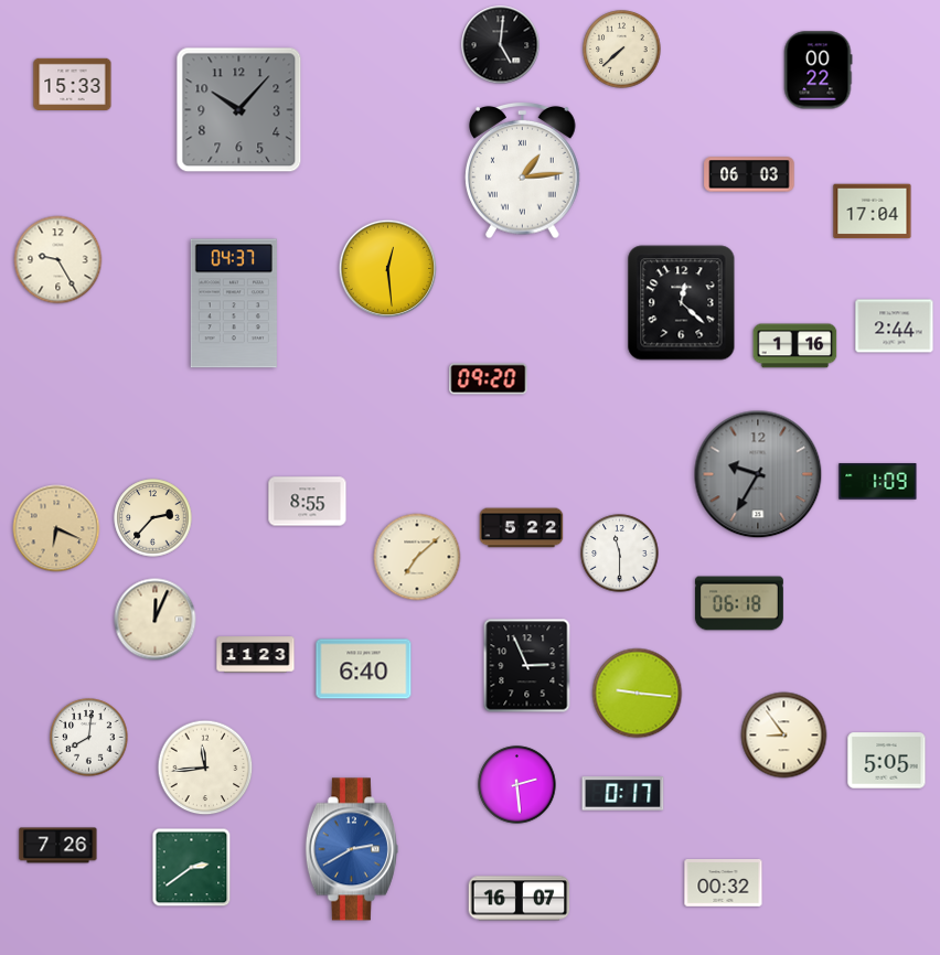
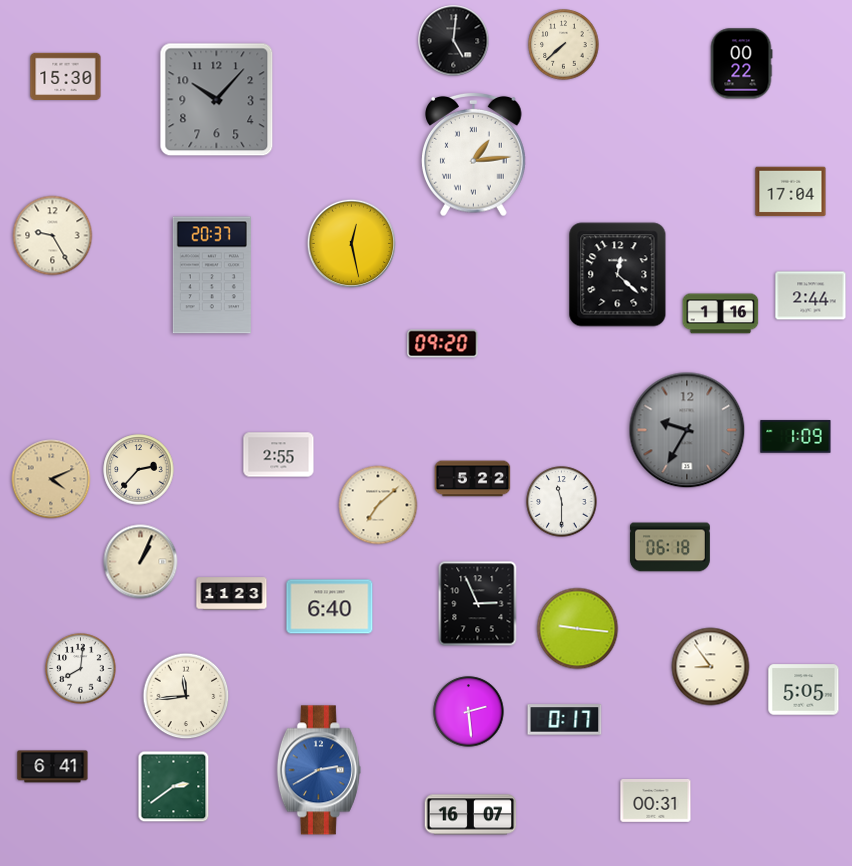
clock at (73, 84): 15:33 -> 15:30
clock at (749, 174): 06:03 -> none
clock at (387, 268): 12:29 -> 12:28
clock at (234, 303): 04:37 -> 20:37
clock at (308, 502): 8:55 -> 2:55
clock at (56, 528): 6:19 -> 4:11
clock at (156, 620): 12:04 -> 1:04
clock at (58, 846): 7:26 -> 6:41
clock at (724, 883): 00:32 -> 00:31
